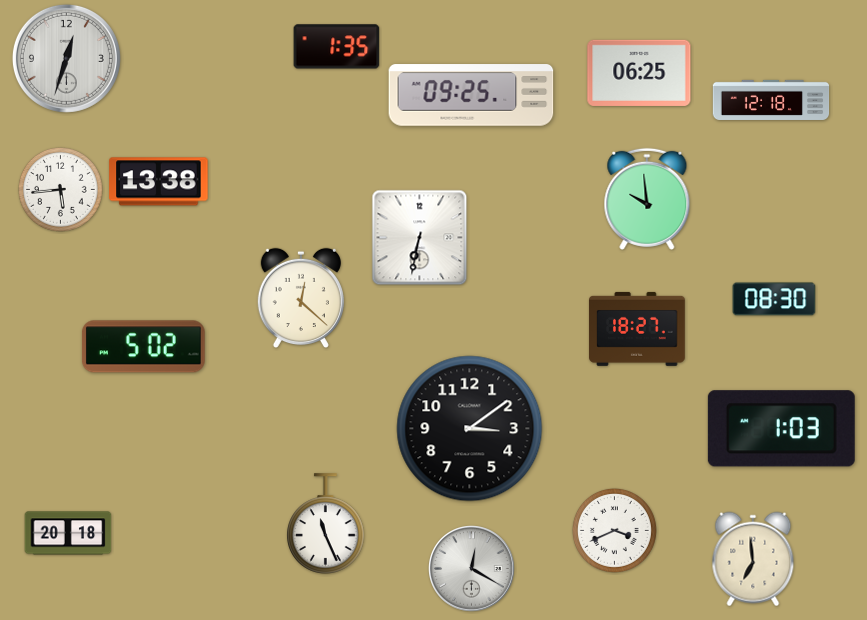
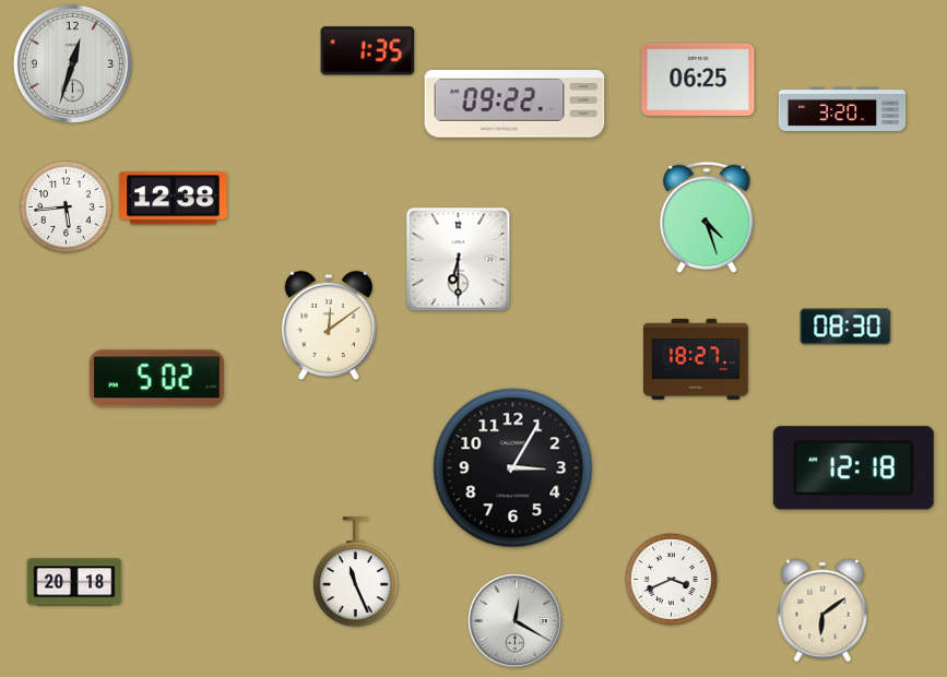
clock at (471, 95): 09:25 -> 09:22
clock at (771, 100): 12:18 -> 3:20
clock at (159, 182): 13:38 -> 12:38
clock at (647, 199): 9:59 -> 4:27
clock at (420, 238): 6:32 -> 6:30
clock at (301, 298): 12:22 -> 12:09
clock at (470, 429): 3:09 -> 3:05
clock at (781, 429): 1:03 -> 12:18
clock at (753, 559): 6:59 -> 6:09
